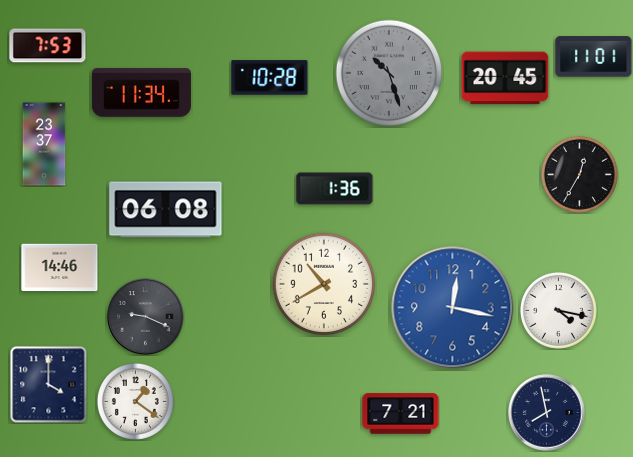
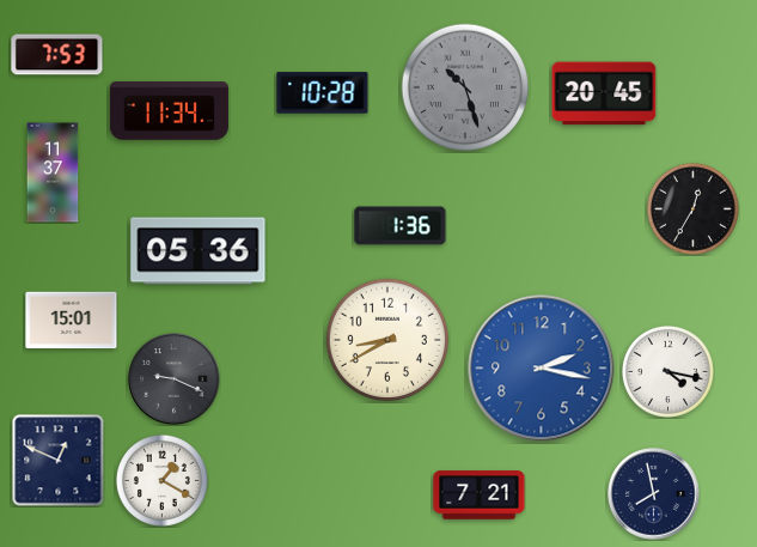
clock at (594, 57): 11:01 -> none
clock at (44, 144): 23:37 -> 11:37
clock at (166, 210): 06:08 -> 05:36
clock at (60, 268): 14:46 -> 15:01
clock at (323, 283): 10:40 -> 8:40
clock at (453, 308): 12:17 -> 2:17
clock at (49, 385): 4:00 -> 12:49
clock at (135, 401): 1:21 -> 1:20
